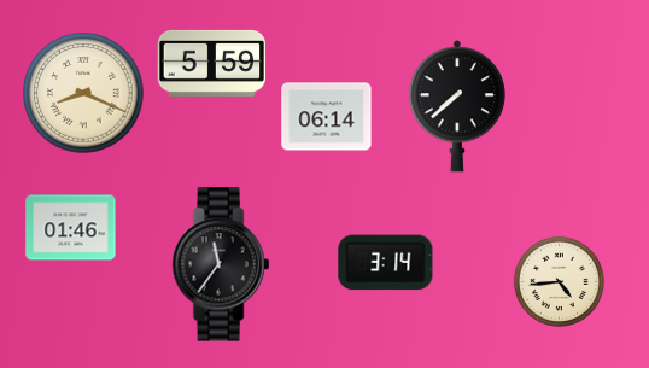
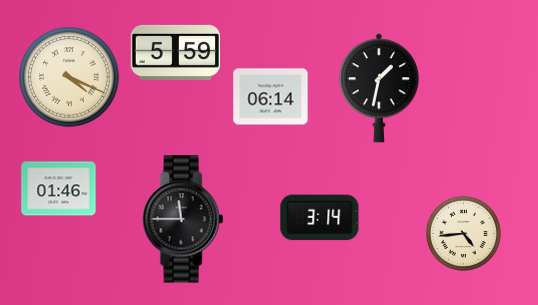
clock at (83, 93): 8:19 -> 4:19
clock at (457, 106): 7:38 -> 1:32
clock at (221, 264): 11:36 -> 11:45
